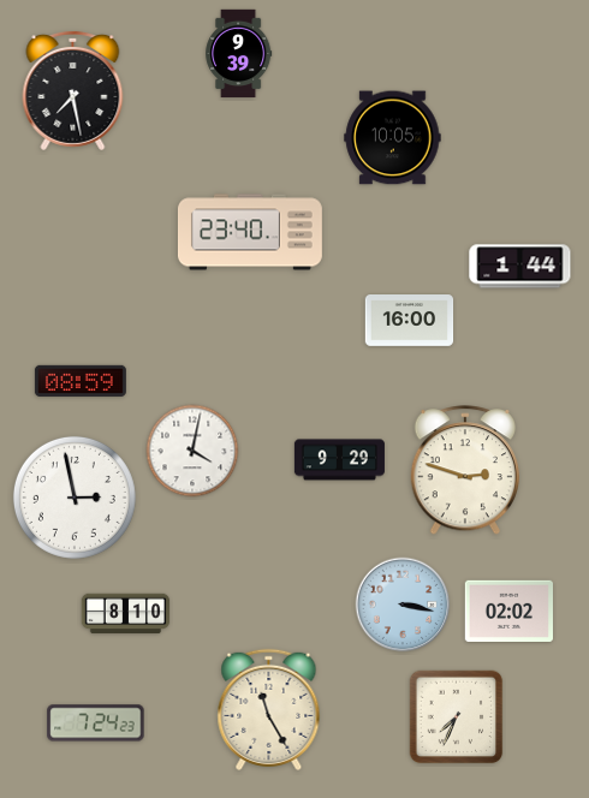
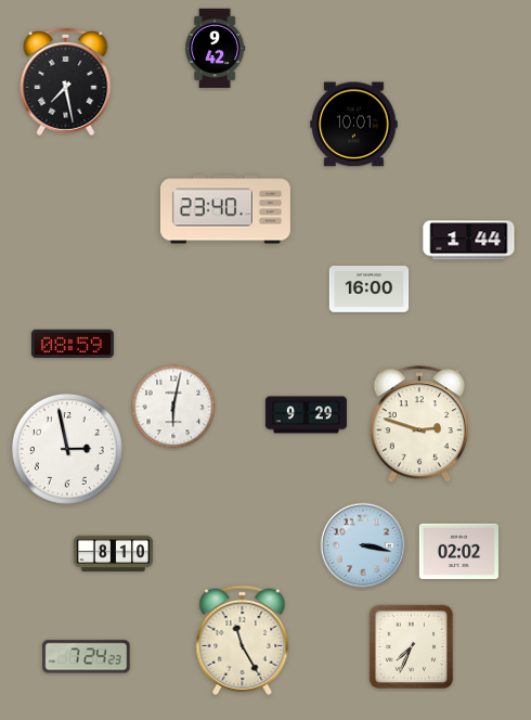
clock at (239, 54): 9:39 -> 9:42
clock at (393, 138): 10:05 -> 10:01
clock at (192, 451): 4:02 -> 6:02
clock at (96, 723) position: (96, 723) -> (87, 657)
